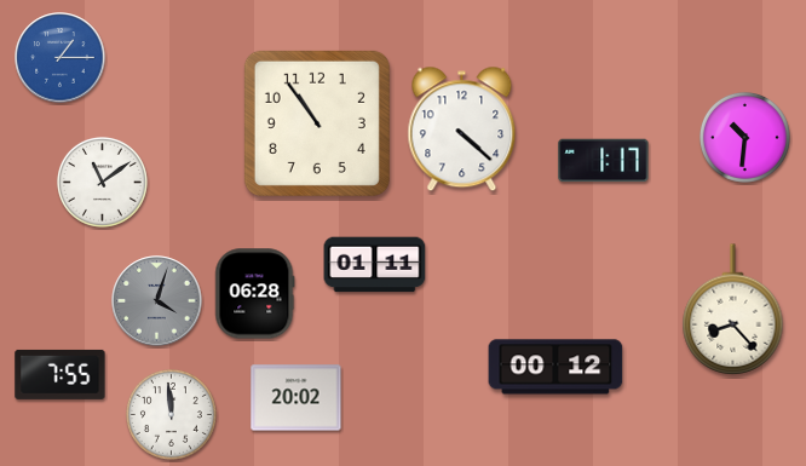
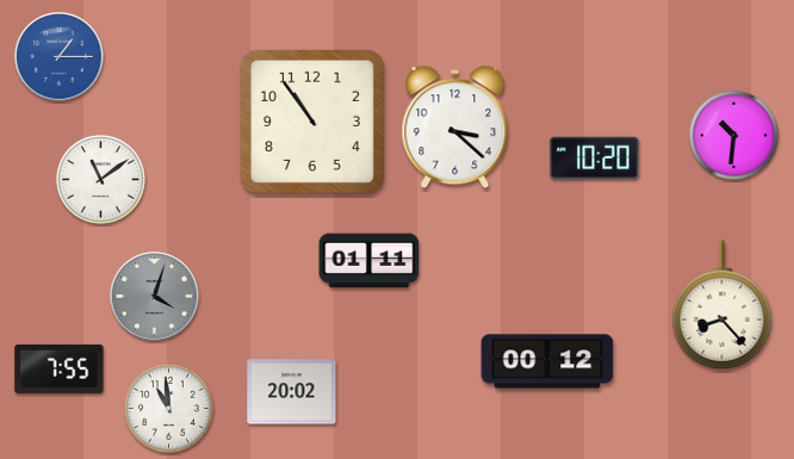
clock at (462, 130): 4:22 -> 3:22
clock at (604, 161): 1:17 -> 10:20
clock at (255, 294): 06:28 -> none
clock at (171, 414): 11:59 -> 10:59
